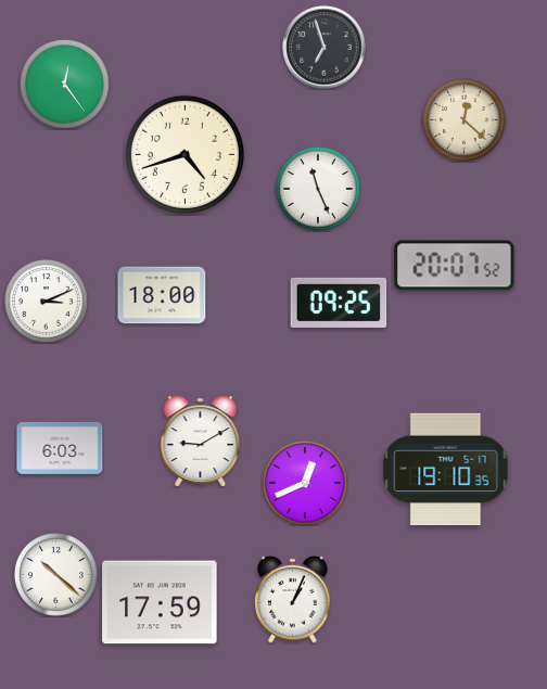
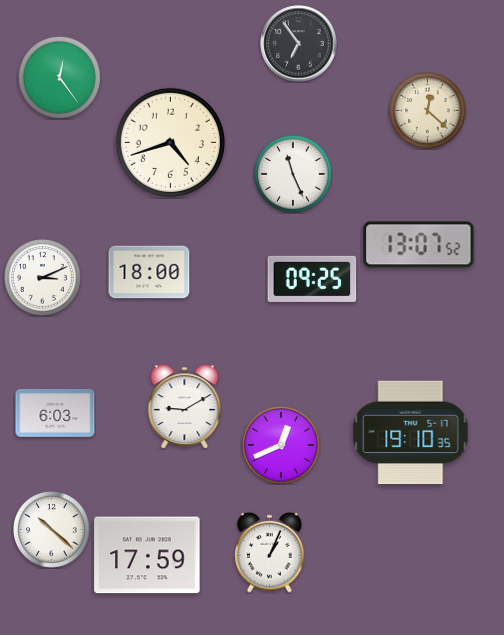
clock at (325, 48): 6:57 -> 6:54
clock at (455, 266): 20:07 -> 13:07
